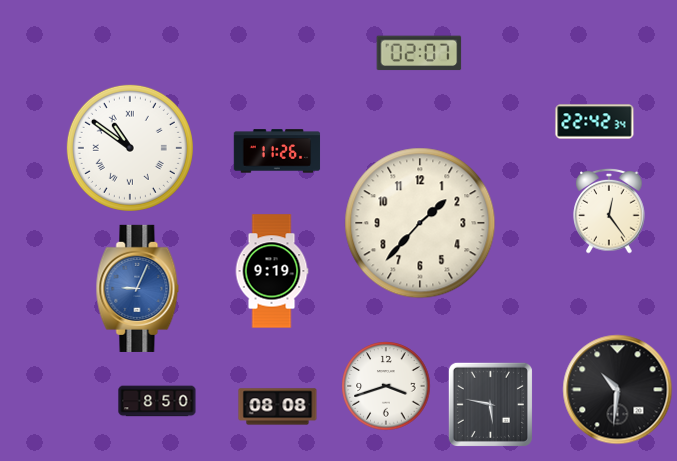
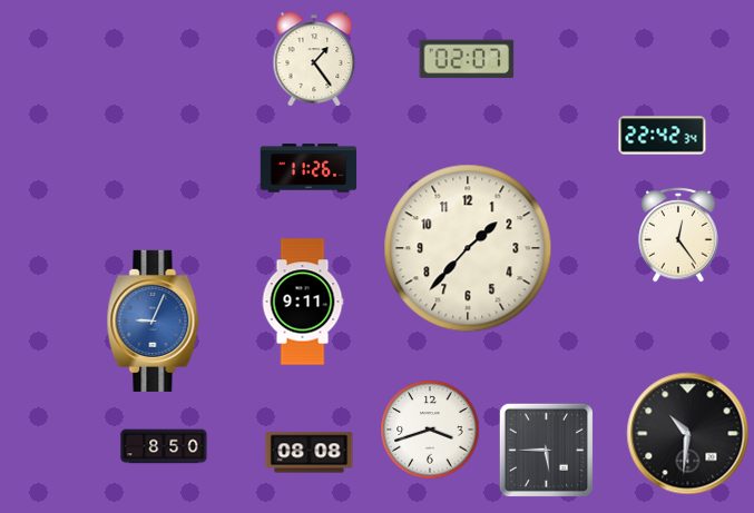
clock at (314, 59): none -> 1:24
clock at (130, 148): 10:51 -> none
clock at (272, 271): 9:19 -> 9:11
clock at (157, 401) position: (157, 401) -> (164, 446)
clock at (490, 404): 5:47 -> 5:45
